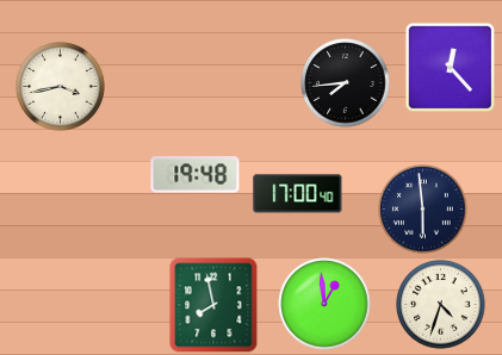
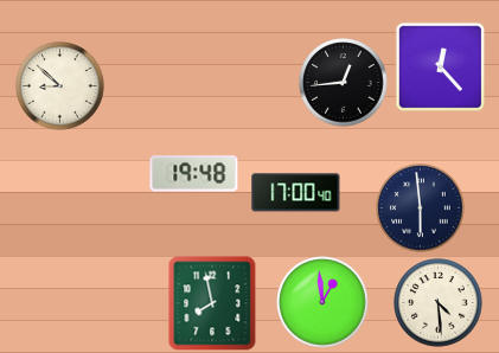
clock at (451, 68) position: (451, 68) -> (441, 68)
clock at (346, 83): 7:44 -> 12:44
clock at (61, 87): 3:43 -> 8:52
clock at (441, 305): 4:33 -> 4:29
